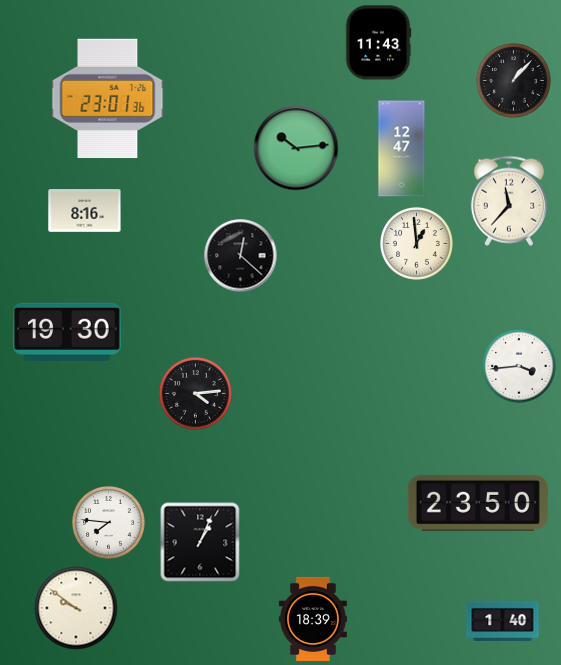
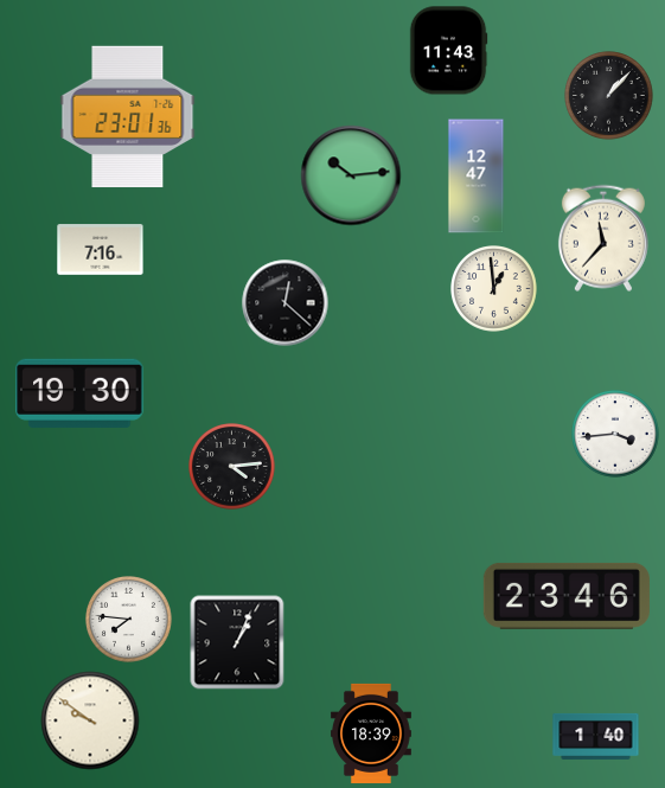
clock at (85, 211): 8:16 -> 7:16
clock at (478, 503): 23:50 -> 23:46
